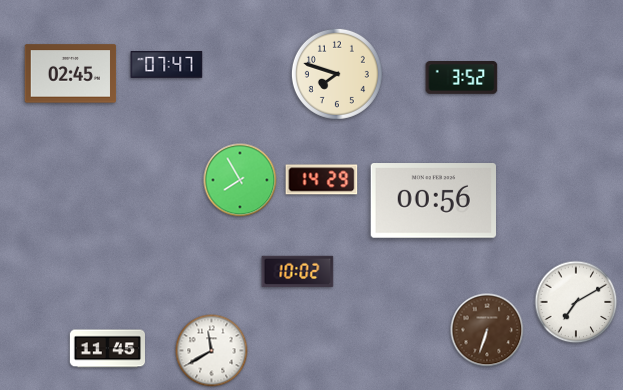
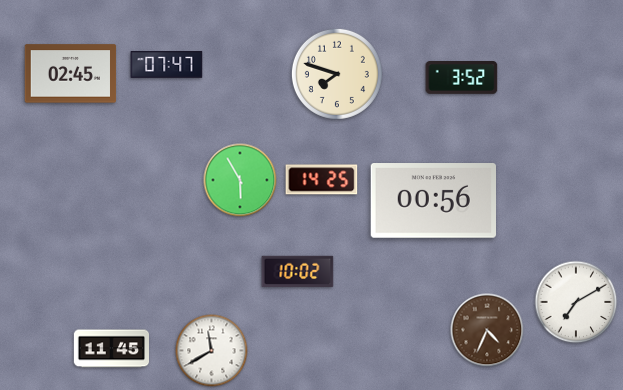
clock at (240, 180): 7:55 -> 5:55
clock at (322, 180): 14:29 -> 14:25
clock at (487, 330): 6:33 -> 4:34
clock at (107, 349) position: (107, 349) -> (111, 349)
